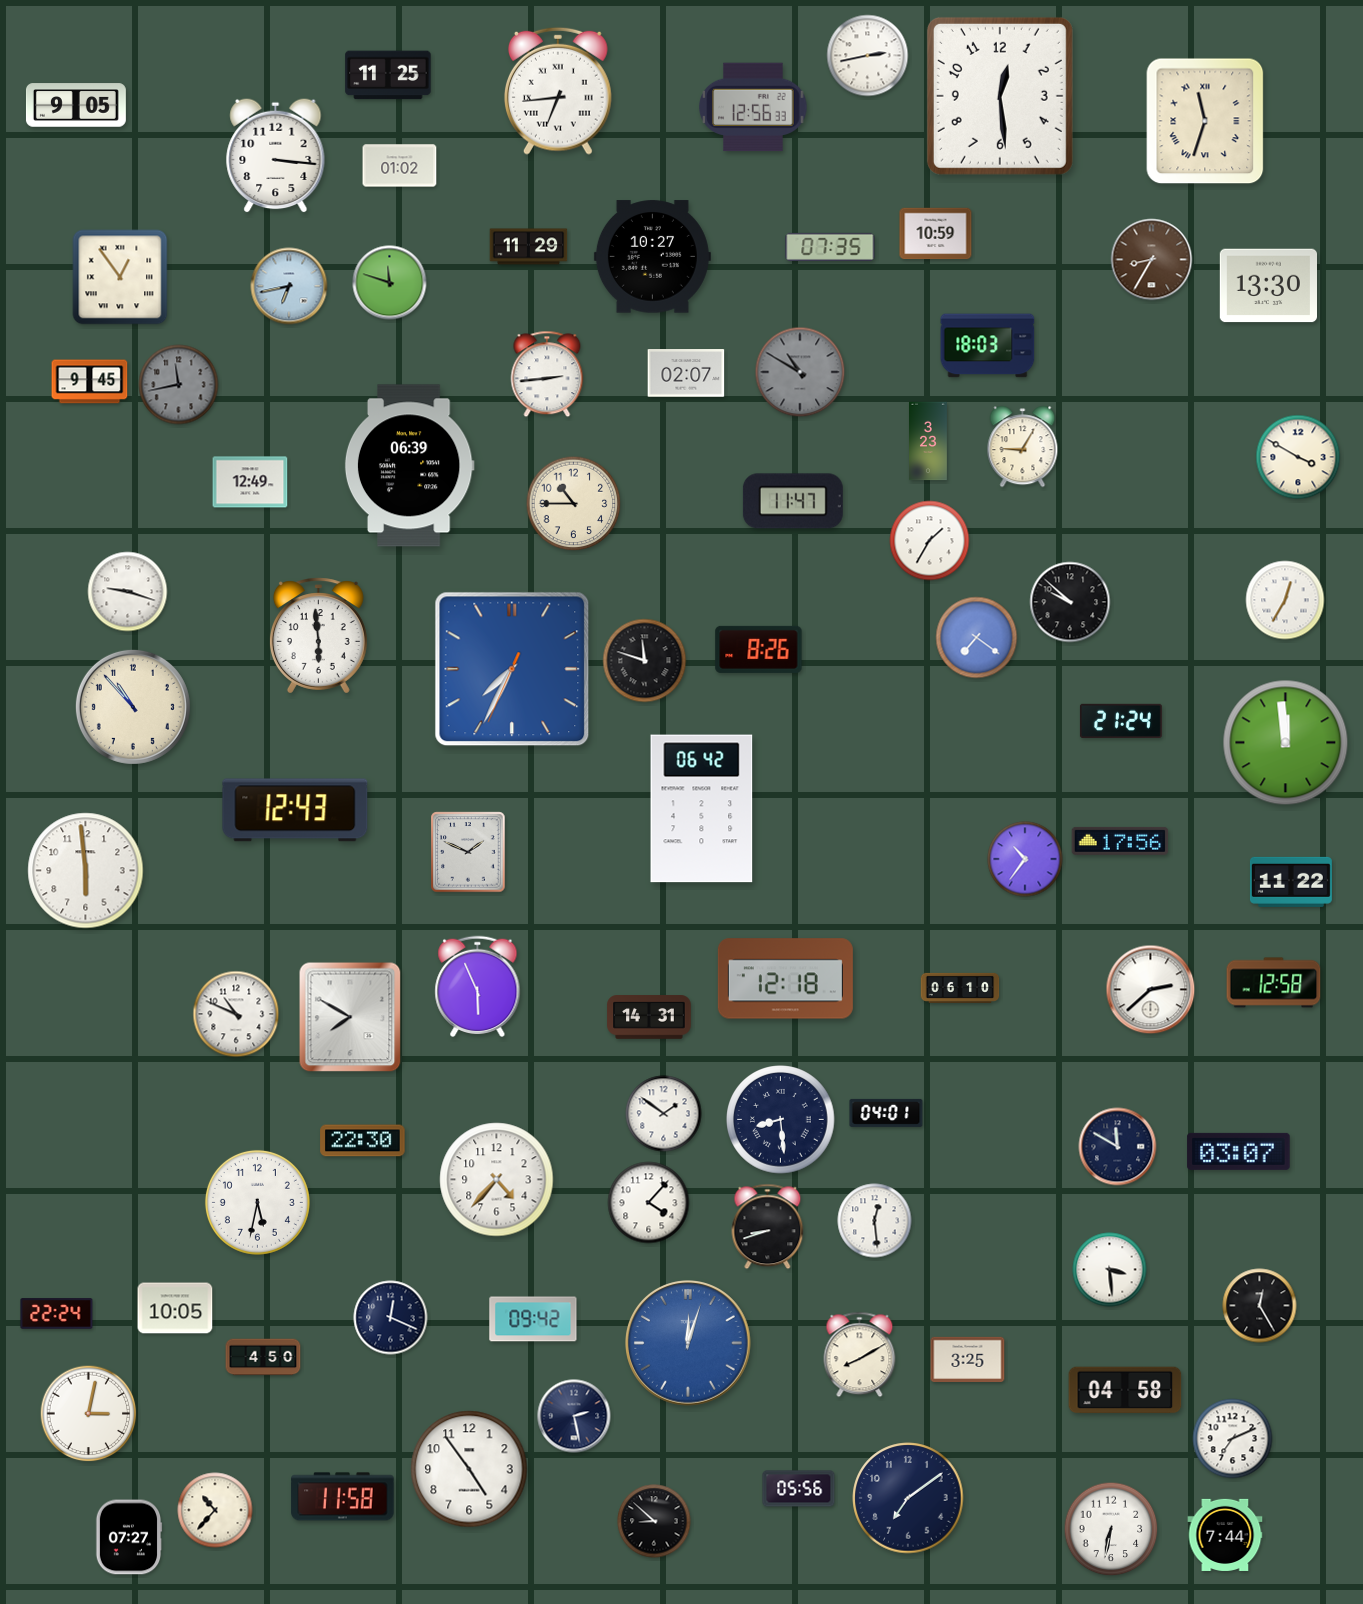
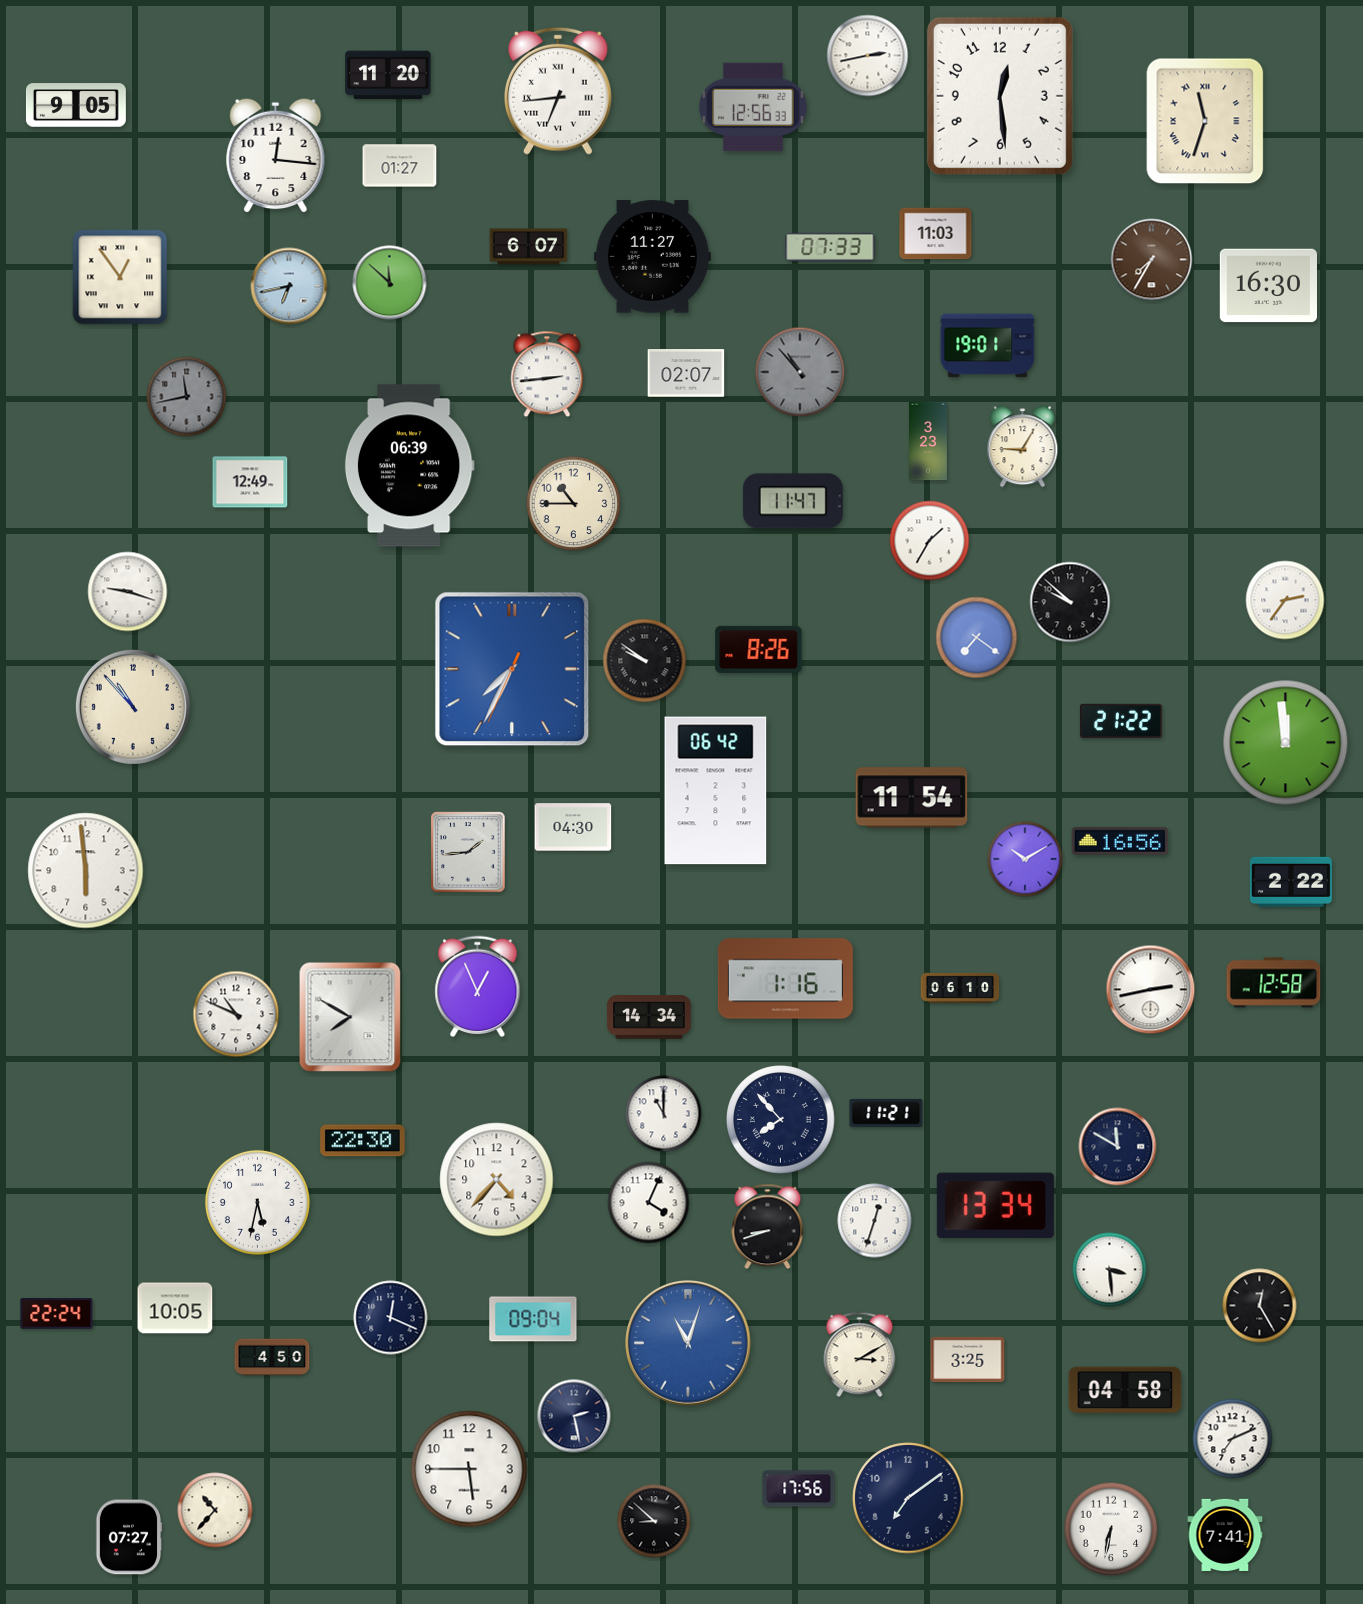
clock at (388, 75): 11:25 -> 11:20
clock at (276, 155): 3:16 -> 12:16
clock at (400, 166): 01:02 -> 01:27
clock at (936, 234): 10:59 -> 11:03
clock at (529, 247): 11:29 -> 6:07
clock at (830, 247): 07:35 -> 07:33
clock at (652, 257): 10:27 -> 11:27
clock at (1152, 260): 8:35 -> 7:35
clock at (390, 283): 11:48 -> 11:52
clock at (1268, 286): 13:30 -> 16:30
clock at (988, 346): 18:03 -> 19:01
clock at (800, 372): 10:50 -> 10:53
clock at (90, 382): 9:45 -> none
clock at (179, 385) position: (179, 385) -> (187, 397)
clock at (1298, 457): 3:50 -> none
clock at (1285, 600): 12:35 -> 2:36
clock at (318, 636): 5:59 -> none
clock at (645, 661): 11:48 -> 9:51
clock at (1121, 720): 21:24 -> 21:22
clock at (912, 798): none -> 11:54
clock at (702, 809) position: (702, 809) -> (716, 791)
clock at (295, 810): 12:43 -> none
clock at (573, 827): none -> 04:30
clock at (1120, 841): 17:56 -> 16:56
clock at (468, 852): 1:49 -> 1:44
clock at (1025, 859): 10:36 -> 10:10
clock at (1291, 882): 11:22 -> 2:22
clock at (785, 979): 12:18 -> 1:16
clock at (478, 987): 5:56 -> 12:56
clock at (1151, 990): 2:38 -> 2:43
clock at (649, 1017): 14:31 -> 14:34
clock at (886, 1113): 04:01 -> 11:21
clock at (664, 1114): 1:51 -> 11:00
clock at (781, 1120): 8:29 -> 7:53
clock at (1239, 1151): 03:07 -> none
clock at (649, 1203): 4:07 -> 4:04
clock at (995, 1206): none -> 13:34
clock at (875, 1221): 12:29 -> 12:33
clock at (533, 1319): 09:42 -> 09:04
clock at (689, 1344): 12:03 -> 11:03
clock at (860, 1355): 8:10 -> 3:10
clock at (263, 1357) position: (263, 1357) -> (272, 1357)
clock at (89, 1414): 3:02 -> none
clock at (469, 1469): 4:54 -> 5:45
clock at (799, 1489): 05:56 -> 17:56
clock at (343, 1497): 11:58 -> none
clock at (1225, 1535): 7:44 -> 7:41
